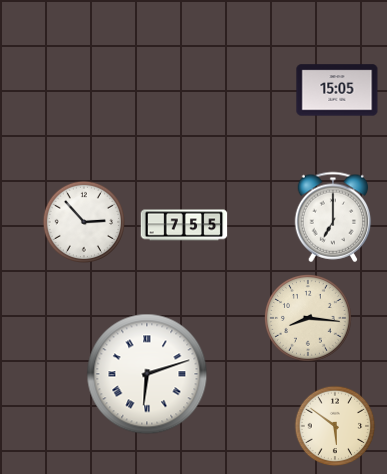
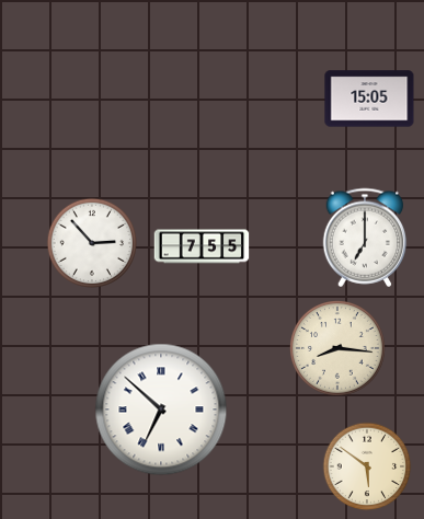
clock at (147, 374): 6:12 -> 6:52
